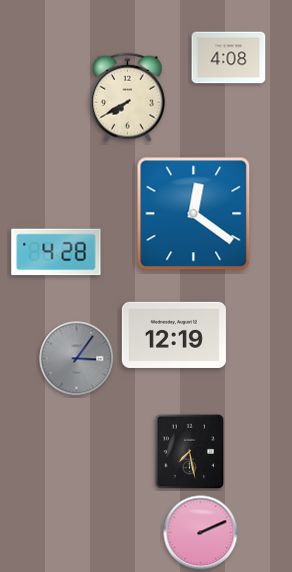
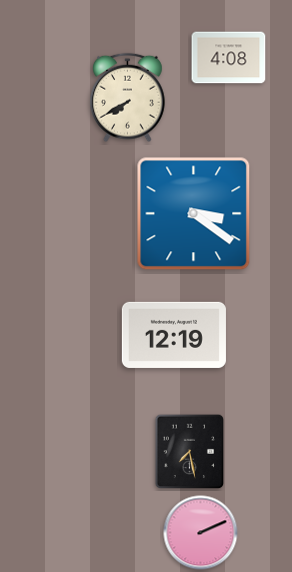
clock at (194, 214): 12:21 -> 3:21
clock at (56, 252): 4:28 -> none
clock at (77, 359): 3:06 -> none
